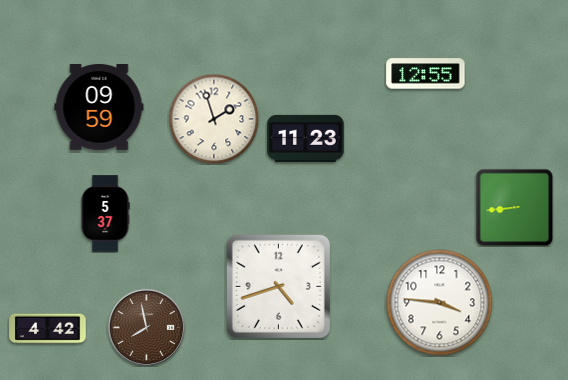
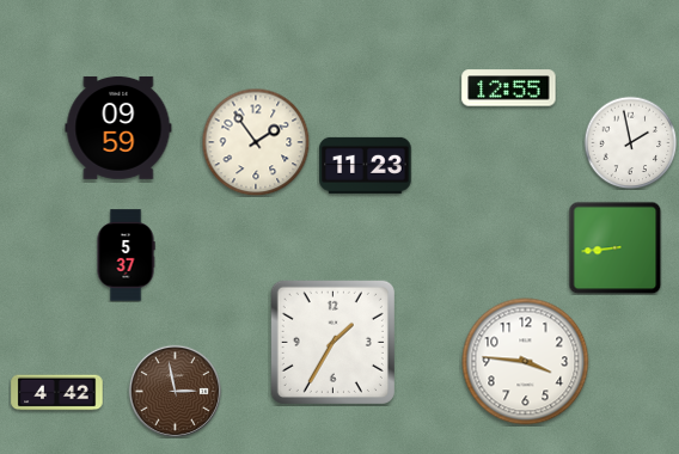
clock at (214, 119): 1:57 -> 1:54
clock at (630, 142): none -> 1:58
clock at (278, 286): 4:42 -> 1:35
clock at (146, 327): 7:58 -> 2:58
